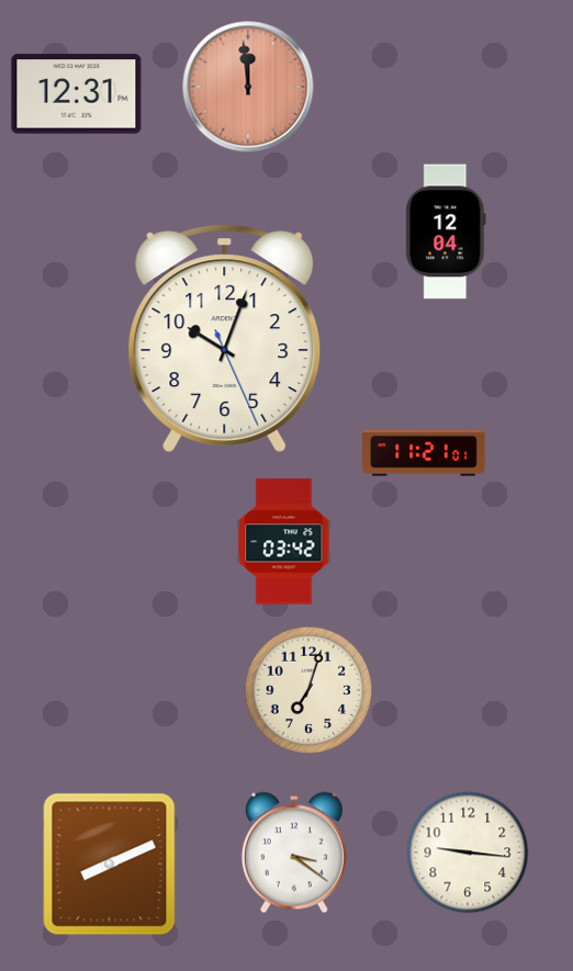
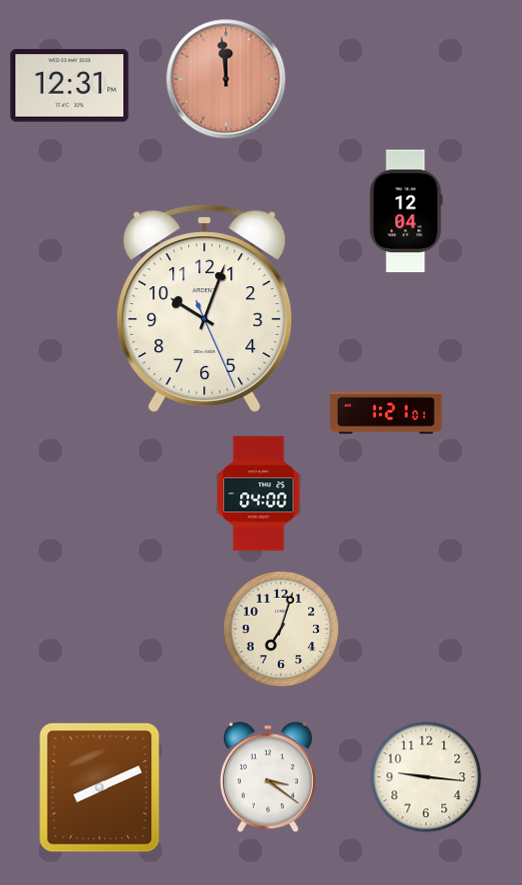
clock at (424, 453): 11:21 -> 1:21
clock at (284, 542): 03:42 -> 04:00
